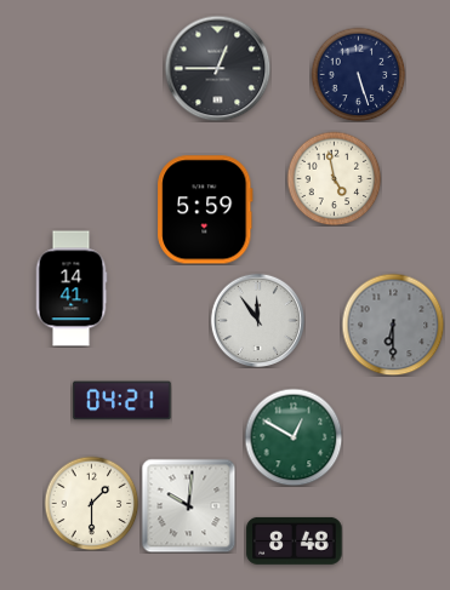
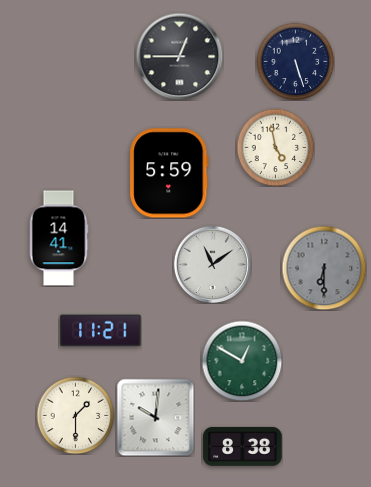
clock at (257, 320): 11:54 -> 11:09
clock at (123, 401): 04:21 -> 11:21
clock at (295, 540): 8:48 -> 8:38
